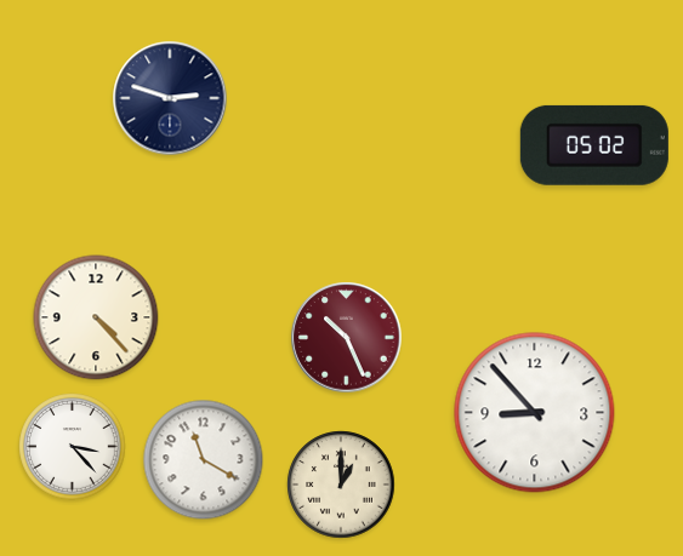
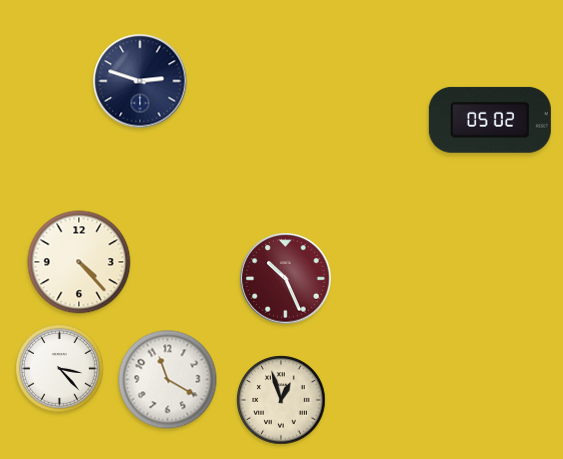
clock at (535, 413): 8:53 -> none
clock at (341, 485): 1:00 -> 12:57
